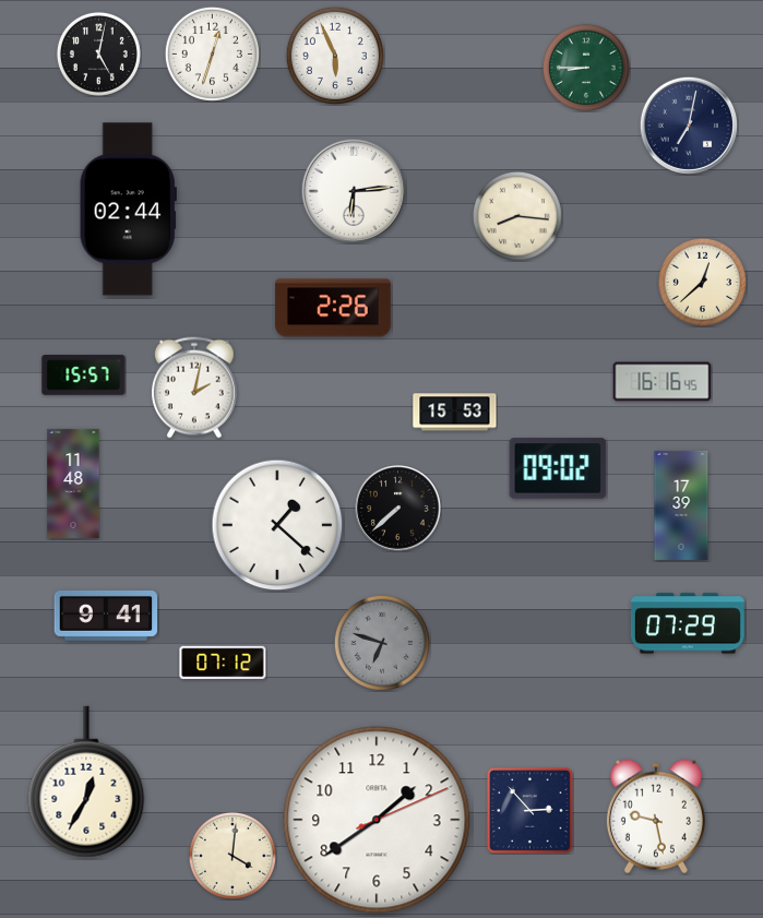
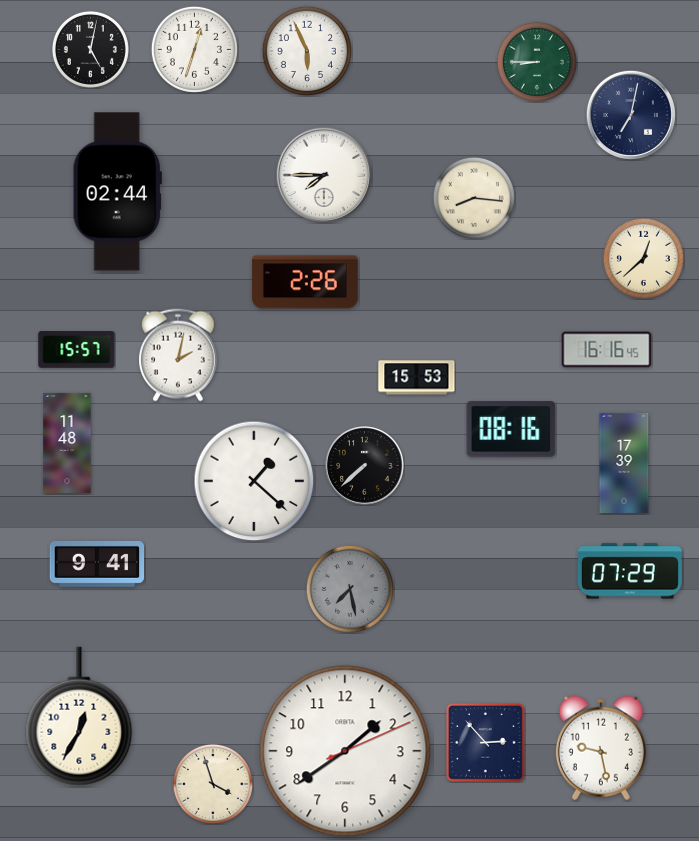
clock at (354, 191): 6:14 -> 7:45
clock at (84, 375) position: (84, 375) -> (77, 350)
clock at (558, 468): 09:02 -> 08:16
clock at (382, 643): 6:48 -> 7:28
clock at (223, 663): 07:12 -> none
clock at (233, 856): 4:01 -> 3:57
